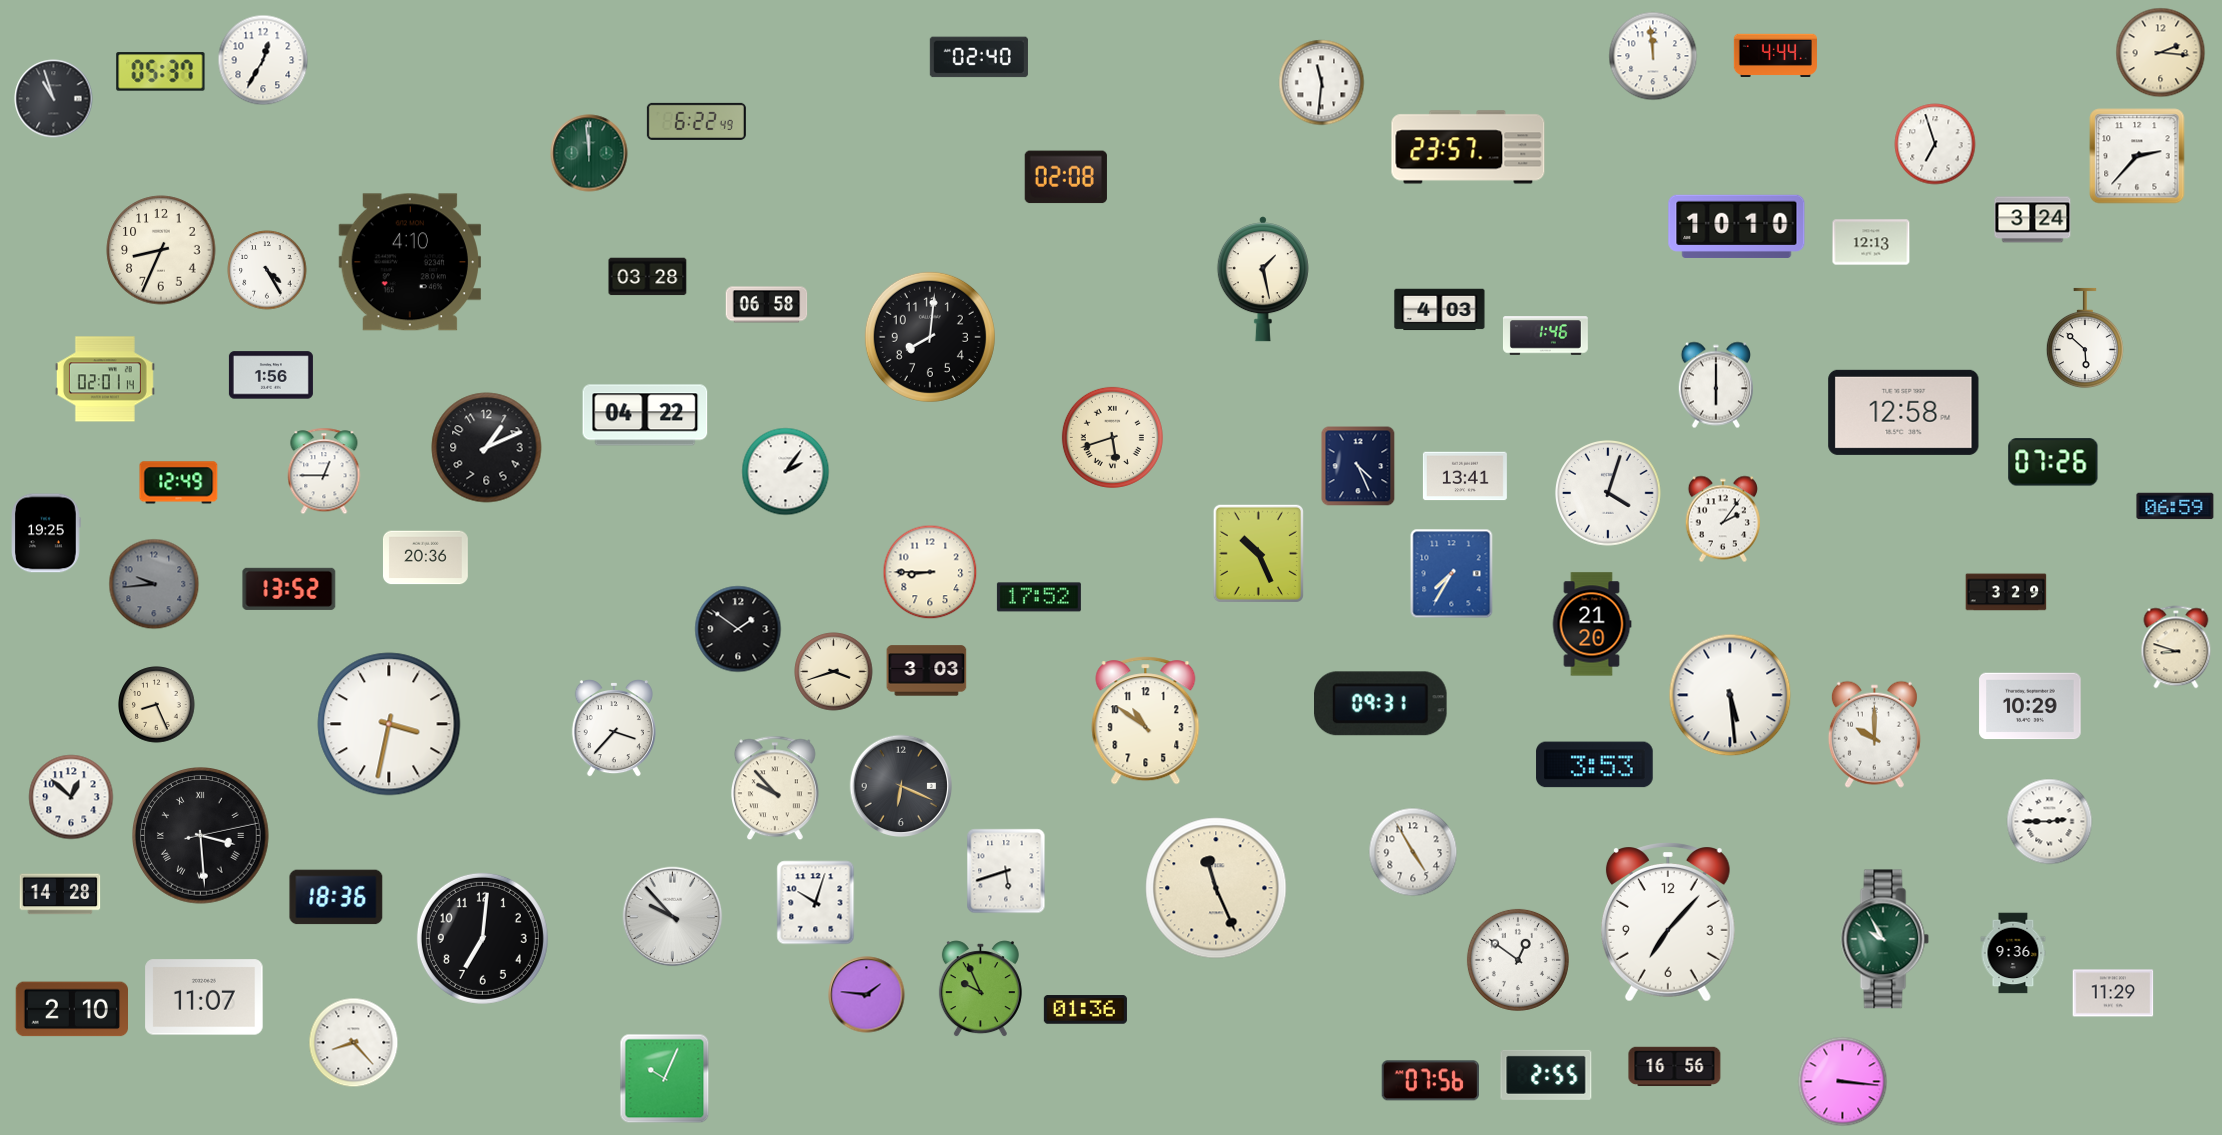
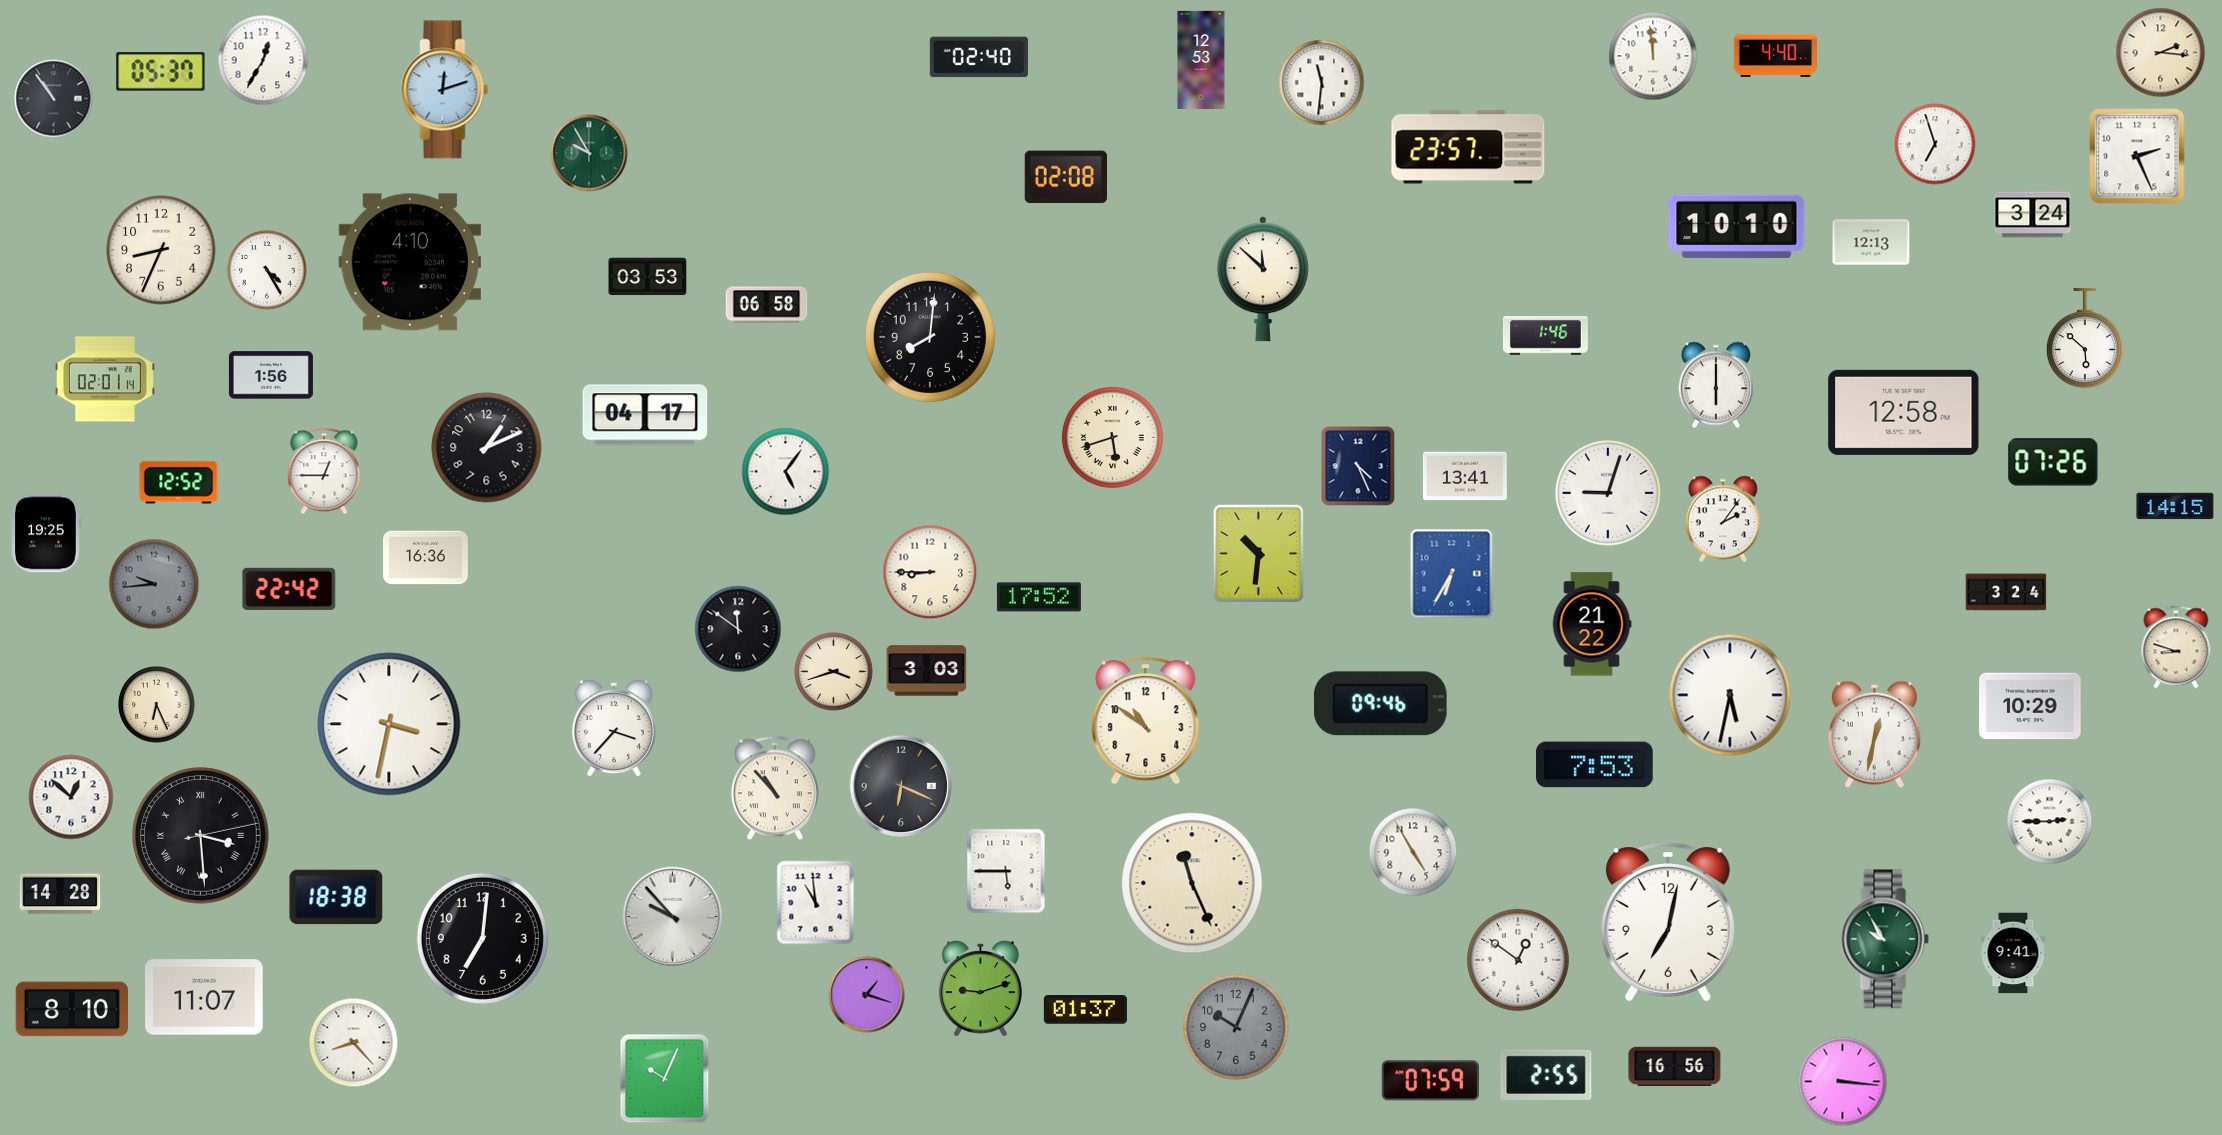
clock at (1775, 55): 4:44 -> 4:40
clock at (1201, 59): none -> 12:53
clock at (445, 90): none -> 12:12
clock at (54, 99): 10:57 -> 10:54
clock at (696, 121): 6:22 -> none
clock at (589, 153): 11:59 -> 9:55
clock at (2137, 156): 2:37 -> 2:26
clock at (2033, 220) position: (2033, 220) -> (2033, 215)
clock at (648, 277): 03:28 -> 03:53
clock at (1263, 279): 1:28 -> 11:52
clock at (1440, 310): 4:03 -> none
clock at (645, 415): 04:22 -> 04:17
clock at (786, 472): 2:06 -> 5:06
clock at (179, 483): 12:49 -> 12:52
clock at (1609, 494): 4:03 -> 9:03
clock at (2175, 506): 06:59 -> 14:15
clock at (1258, 553): 10:26 -> 10:31
clock at (425, 558): 20:36 -> 16:36
clock at (1452, 574): 7:35 -> 6:35
clock at (289, 589): 13:52 -> 22:42
clock at (2006, 592): 3:29 -> 3:24
clock at (1592, 624): 21:20 -> 21:22
clock at (738, 629): 1:51 -> 11:51
clock at (1730, 695): 5:29 -> 5:32
clock at (1381, 704): 09:31 -> 09:46
clock at (157, 705): 8:26 -> 6:26
clock at (1874, 734): 10:00 -> 12:32
clock at (1595, 765): 3:53 -> 7:53
clock at (775, 788): 9:53 -> 10:53
clock at (1006, 871): 5:42 -> 5:45
clock at (1216, 888) position: (1216, 888) -> (1192, 883)
clock at (336, 897): 18:36 -> 18:38
clock at (816, 903): 10:03 -> 10:59
clock at (1668, 922): 7:07 -> 7:02
clock at (2013, 953): 9:36 -> 9:41
clock at (980, 989): 9:56 -> 9:12
clock at (2113, 993): 11:29 -> none
clock at (867, 995): 1:46 -> 1:18
clock at (71, 1009): 2:10 -> 8:10
clock at (1085, 1010): 01:36 -> 01:37
clock at (1237, 1028): none -> 10:04
clock at (1430, 1081): 07:56 -> 07:59
